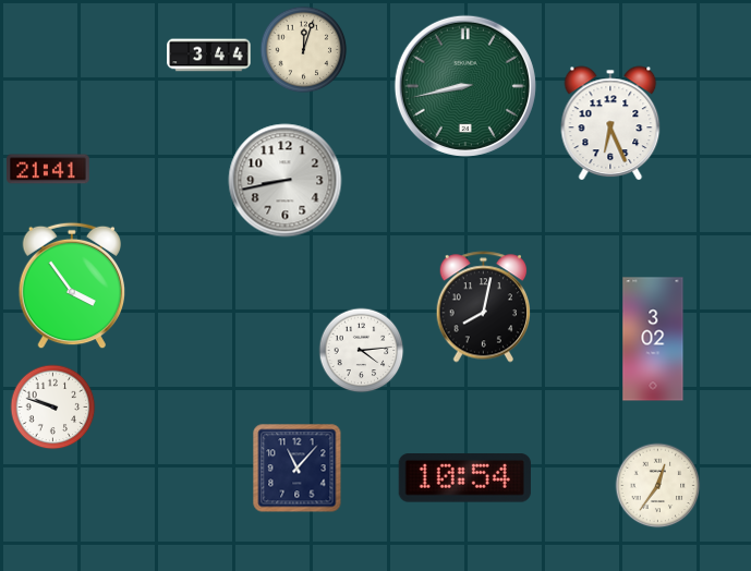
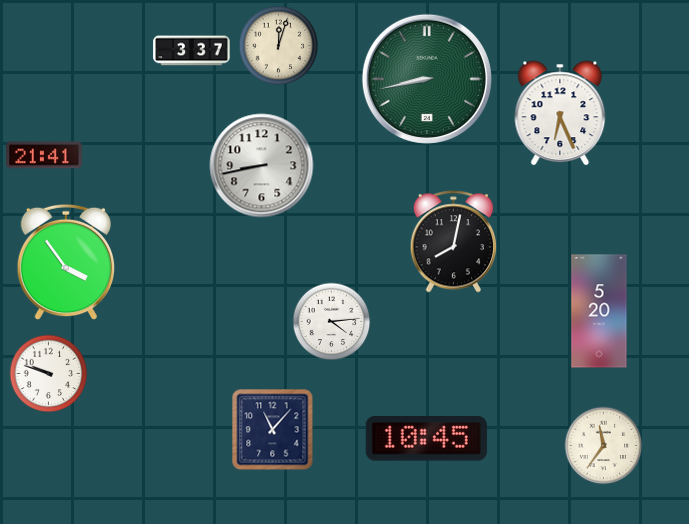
clock at (209, 56): 3:44 -> 3:37
clock at (483, 307) position: (483, 307) -> (453, 242)
clock at (653, 339): 3:02 -> 5:20
clock at (464, 478): 10:54 -> 10:45
clock at (658, 486): 12:36 -> 11:36
